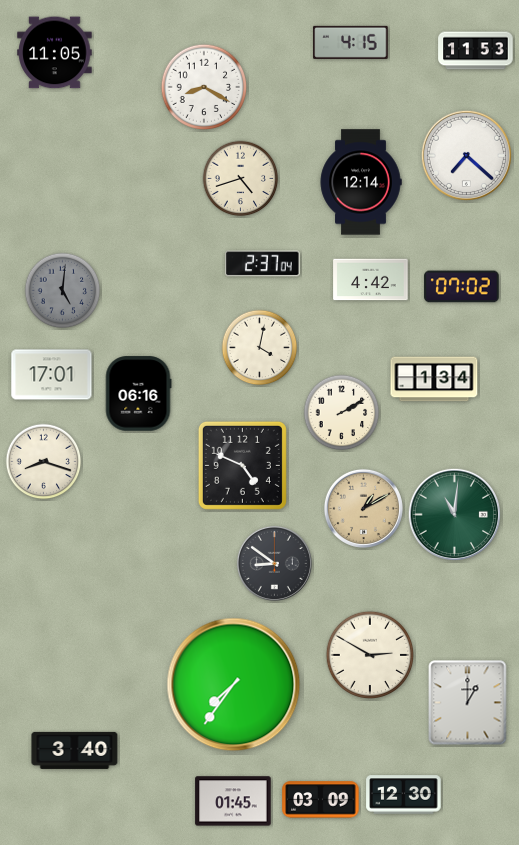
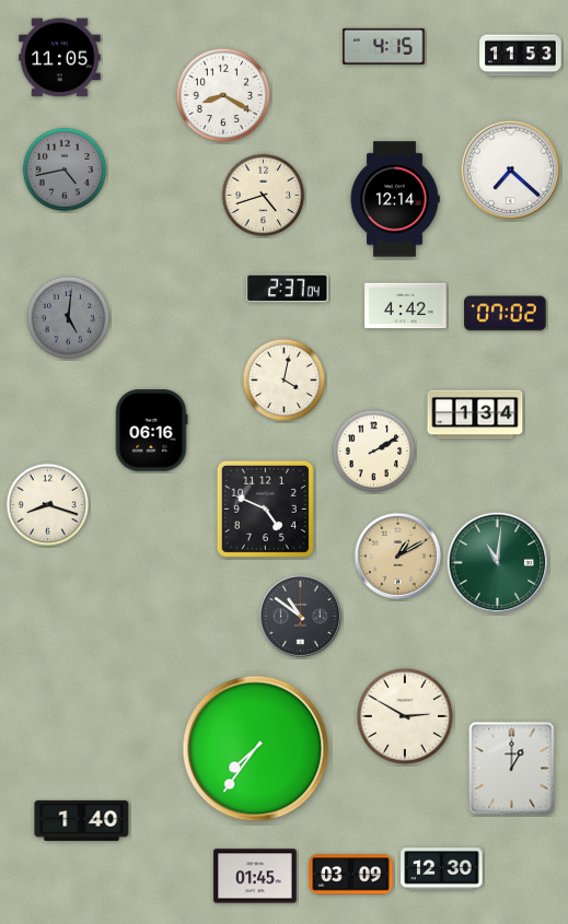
clock at (65, 169): none -> 4:43
clock at (52, 375): 17:01 -> none
clock at (274, 563): 8:51 -> 10:51
clock at (75, 750): 3:40 -> 1:40
